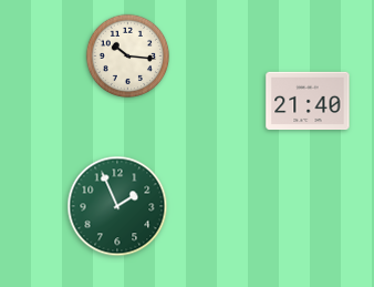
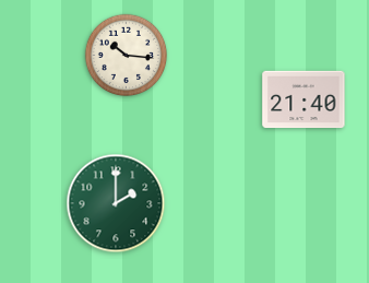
clock at (117, 206): 1:56 -> 2:00
